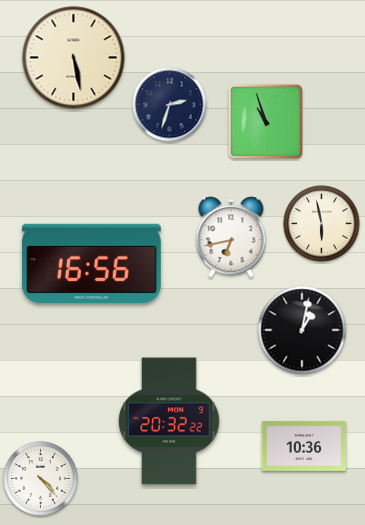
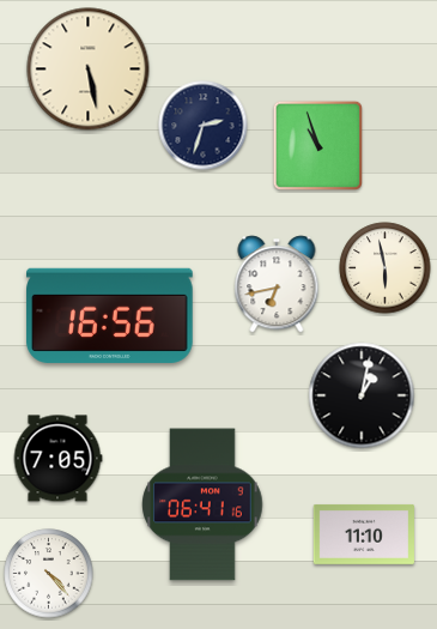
clock at (57, 459): none -> 7:05
clock at (169, 421): 20:32 -> 06:41
clock at (304, 446): 10:36 -> 11:10
